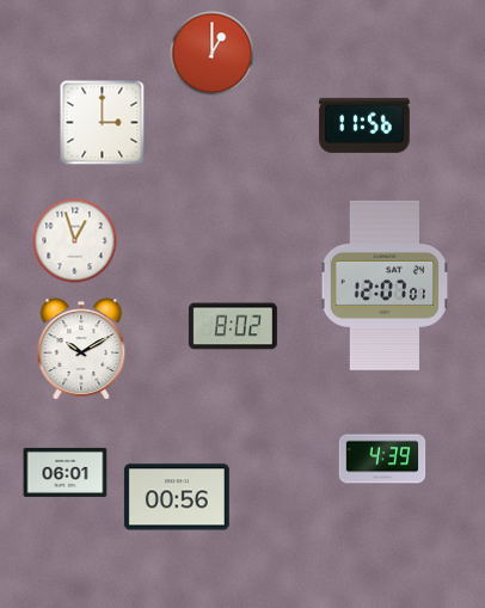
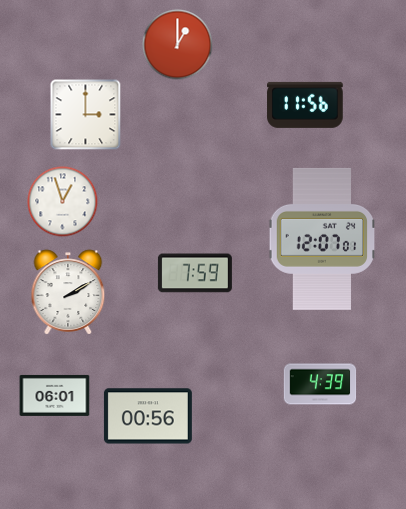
clock at (103, 123) position: (103, 123) -> (86, 115)
clock at (233, 326): 8:02 -> 7:59
clock at (81, 349): 10:10 -> 2:10
